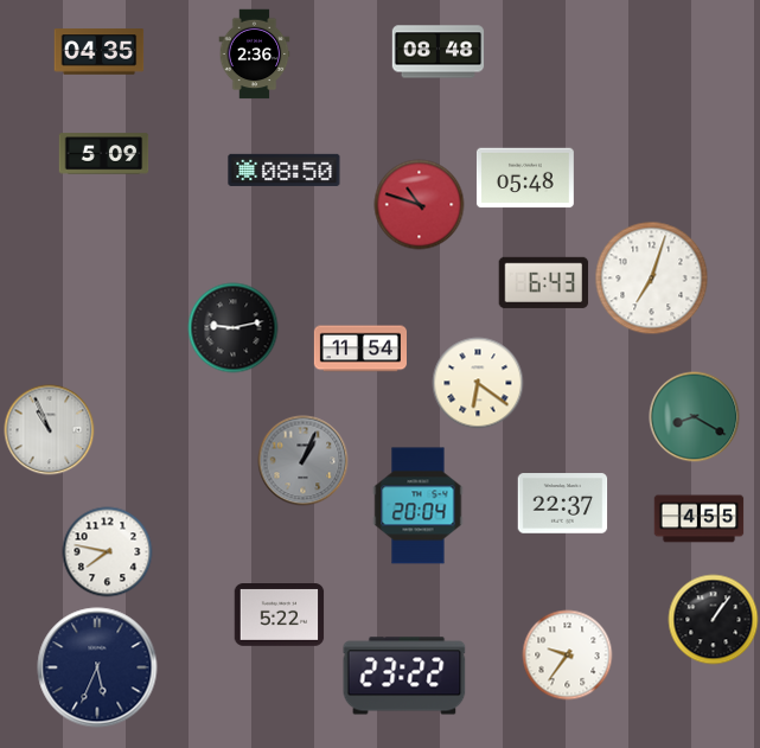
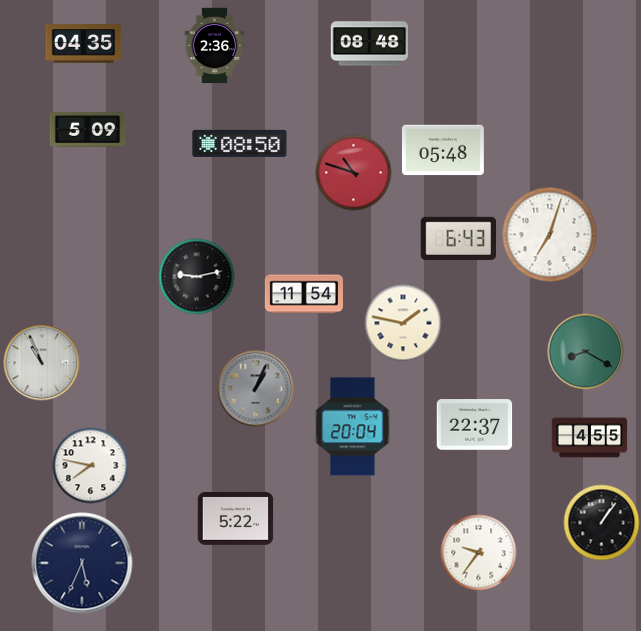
clock at (478, 383): 6:21 -> 1:47
clock at (404, 676): 23:22 -> none
